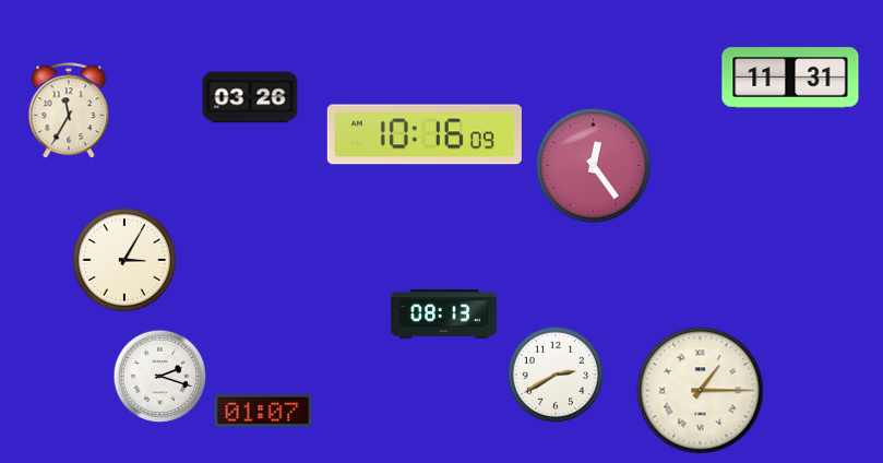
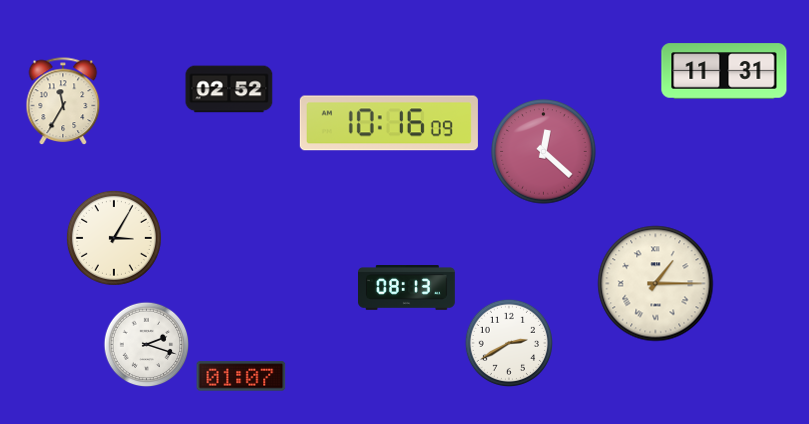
clock at (250, 97): 03:26 -> 02:52
clock at (594, 166): 12:24 -> 12:22
clock at (701, 391) position: (701, 391) -> (656, 284)
